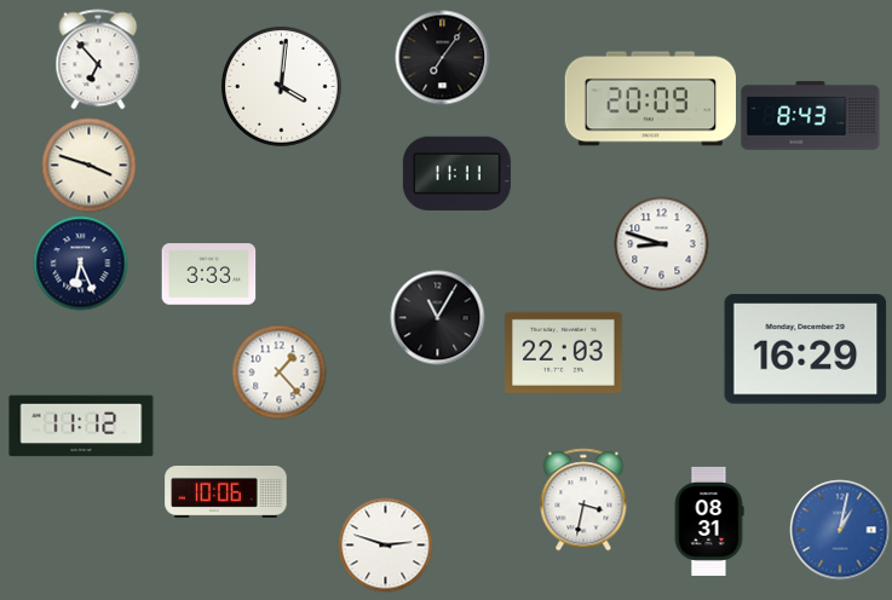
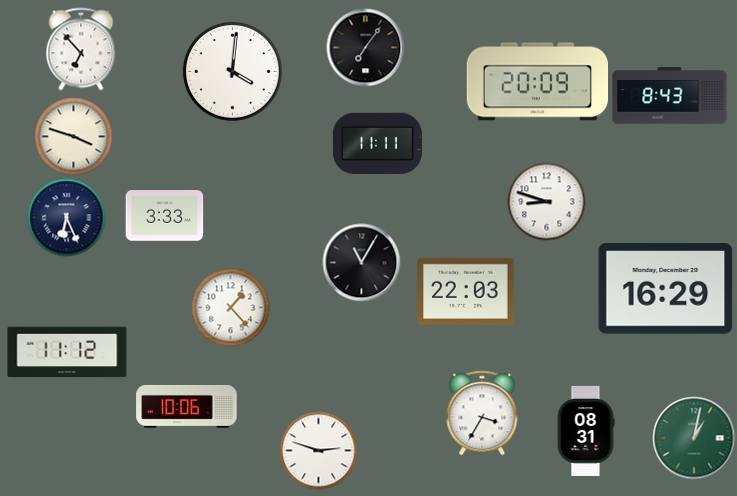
clock at (208, 275) position: (208, 275) -> (164, 216)
clock at (583, 500): 3:32 -> 3:35
clock at (840, 530) dial: blue -> green
